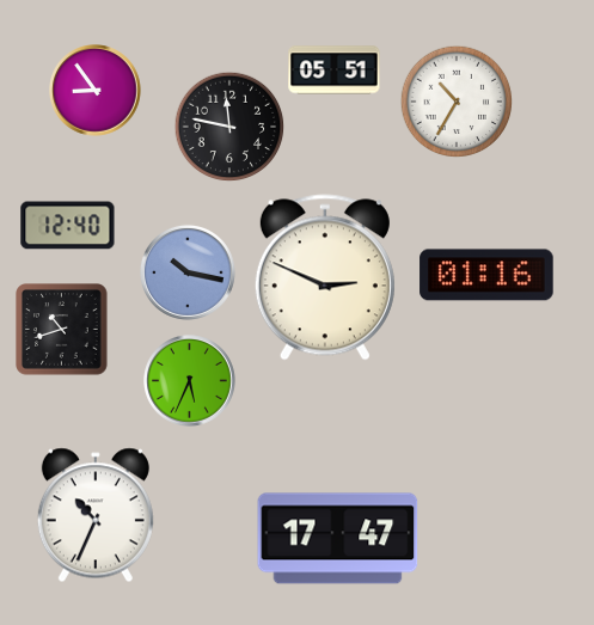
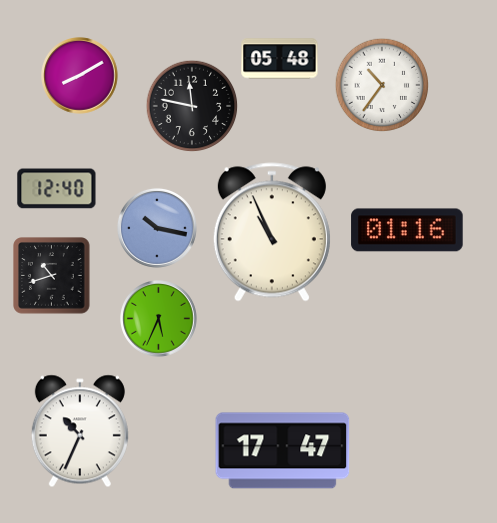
clock at (335, 71): 05:51 -> 05:48
clock at (96, 91): 8:54 -> 8:10
clock at (457, 102): 10:35 -> 10:36
clock at (325, 277): 2:49 -> 10:56
